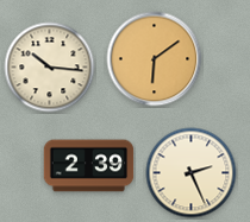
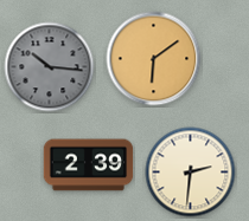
clock at (50, 68) dial: cream -> grey
clock at (192, 173): 2:26 -> 2:31
